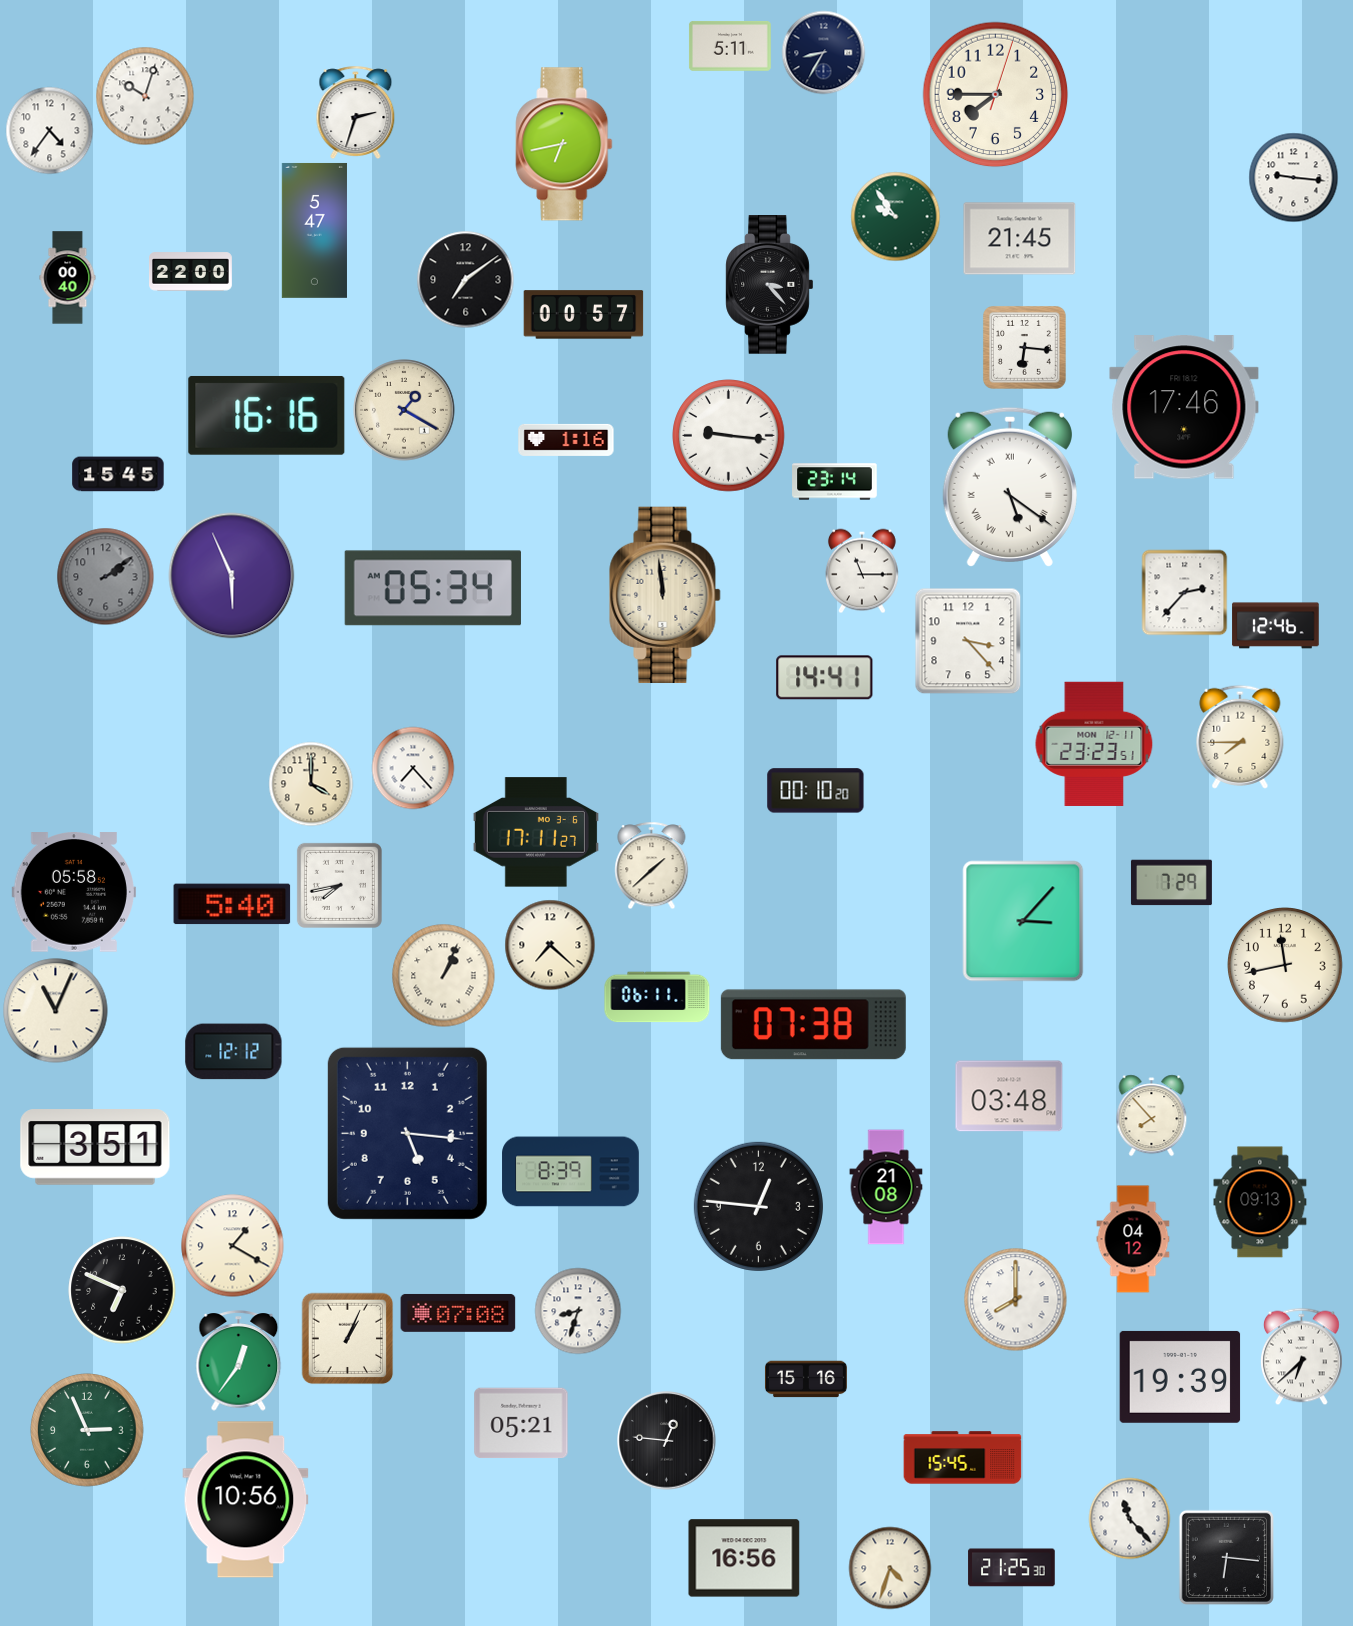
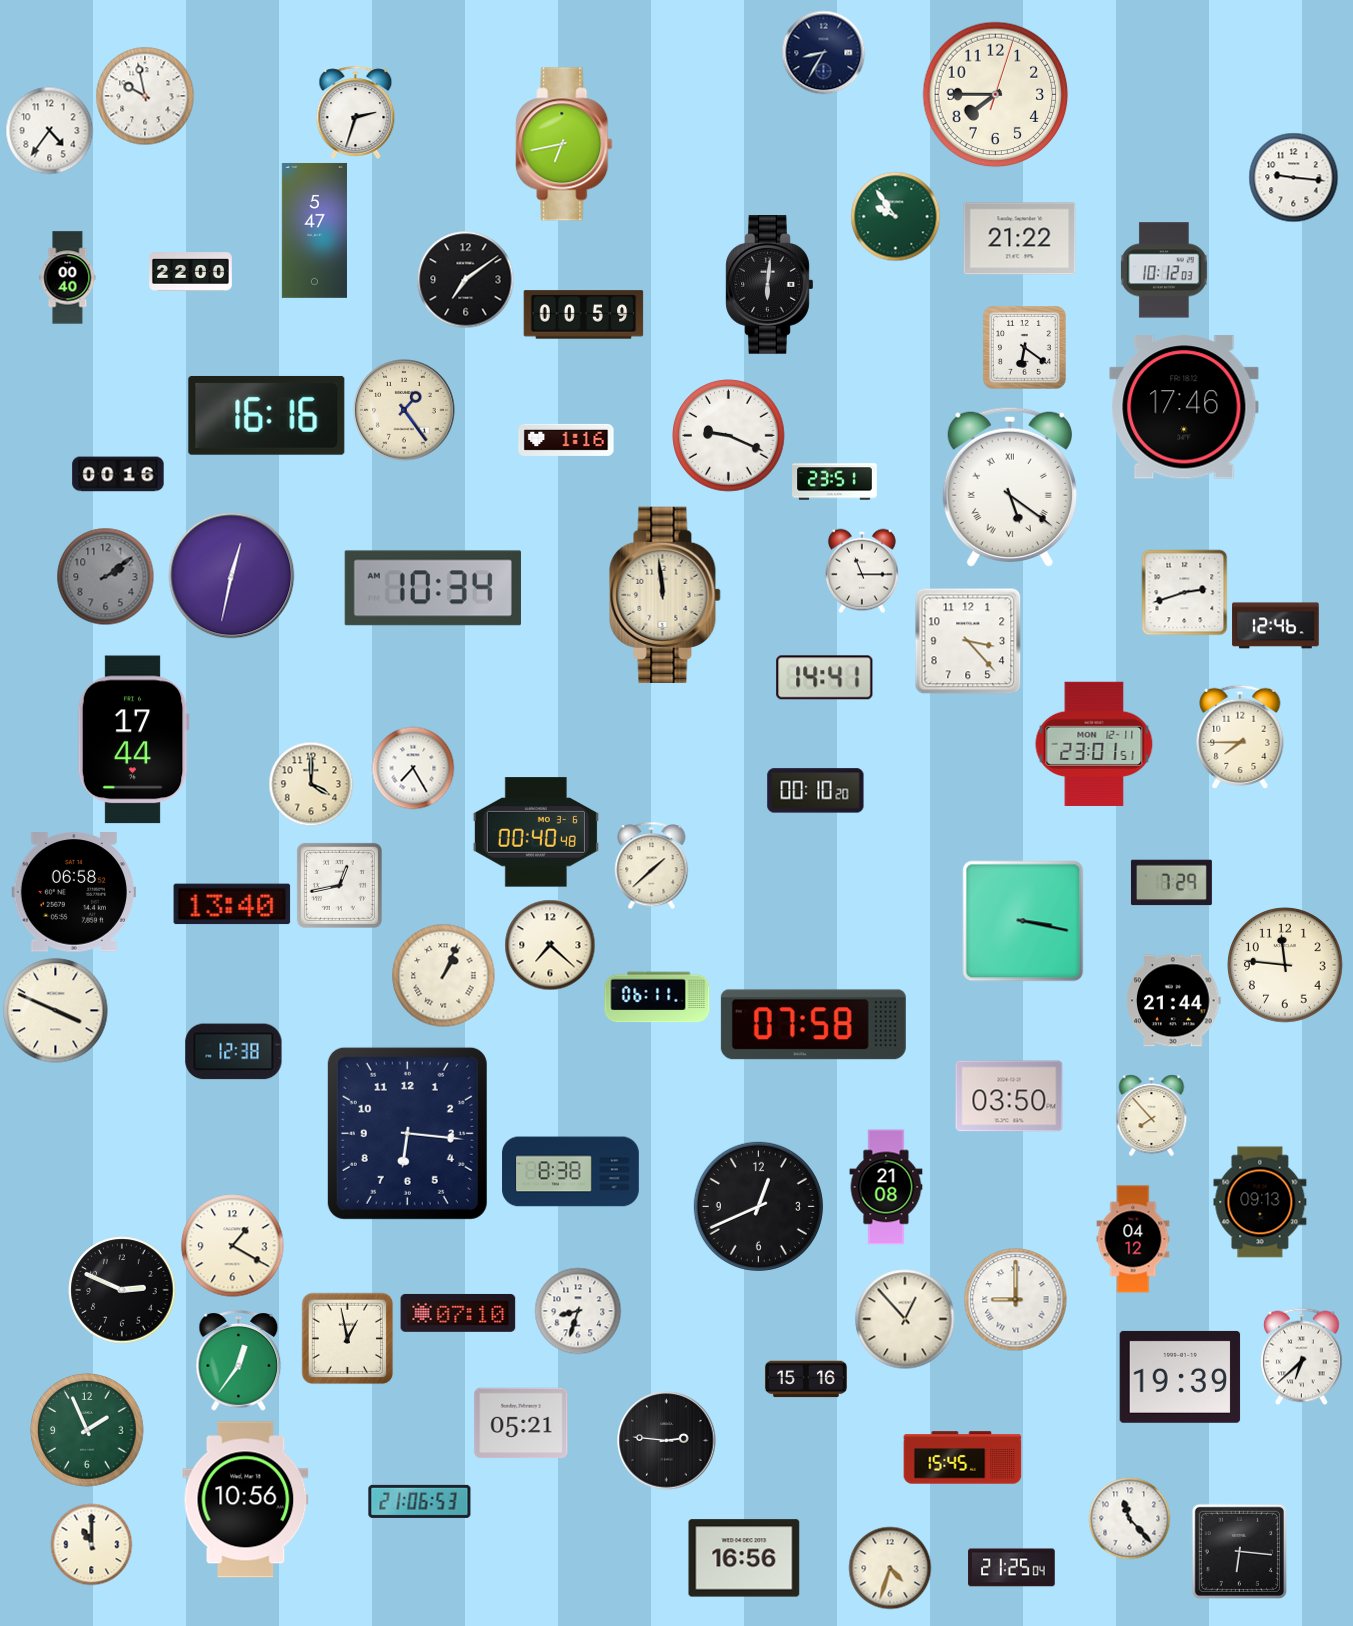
clock at (730, 46): 5:11 -> none
clock at (145, 96): 10:03 -> 9:58
clock at (1020, 239): 21:45 -> 21:22
clock at (1165, 270): none -> 10:12
clock at (770, 285): 3:23 -> 6:01
clock at (584, 315): 00:57 -> 00:59
clock at (1025, 348): 6:16 -> 6:21
clock at (404, 410): 1:20 -> 1:24
clock at (729, 436): 9:16 -> 9:19
clock at (118, 474): 15:45 -> 00:16
clock at (835, 482): 23:14 -> 23:51
clock at (232, 576): 5:56 -> 12:32
clock at (433, 588): 05:34 -> 10:34
clock at (1184, 592): 2:37 -> 2:42
clock at (133, 740): none -> 17:44
clock at (1094, 743): 23:23 -> 23:01
clock at (413, 768): 7:23 -> 7:25
clock at (536, 832): 17:11 -> 00:40
clock at (339, 885): 7:43 -> 12:43
clock at (74, 892): 05:58 -> 06:58
clock at (232, 904): 5:40 -> 13:40
clock at (1023, 921): 3:07 -> 3:17
clock at (1286, 966): 11:43 -> 11:46
clock at (1174, 1001): none -> 21:44
clock at (56, 1011): 11:04 -> 3:49
clock at (813, 1025): 07:38 -> 07:58
clock at (234, 1052): 12:12 -> 12:38
clock at (1009, 1096): 03:48 -> 03:50
clock at (407, 1133): 5:16 -> 6:16
clock at (95, 1147): 3:51 -> none
clock at (571, 1172): 8:39 -> 8:38
clock at (758, 1206): 12:46 -> 12:41
clock at (122, 1290): 6:49 -> 2:49
clock at (1016, 1300): 8:00 -> 9:00
clock at (458, 1313): 07:08 -> 07:10
clock at (905, 1319): none -> 12:53
clock at (347, 1338): 1:04 -> 12:58
clock at (87, 1430): 2:56 -> 1:56
clock at (667, 1441): 12:46 -> 2:46
clock at (420, 1501): none -> 21:06
clock at (91, 1544): none -> 11:00
clock at (1226, 1557) position: (1226, 1557) -> (1239, 1551)
clock at (1012, 1568): 21:25:30 -> 21:25:04
